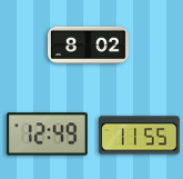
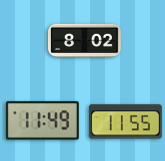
clock at (89, 46) position: (89, 46) -> (85, 41)
clock at (47, 135): 12:49 -> 11:49
